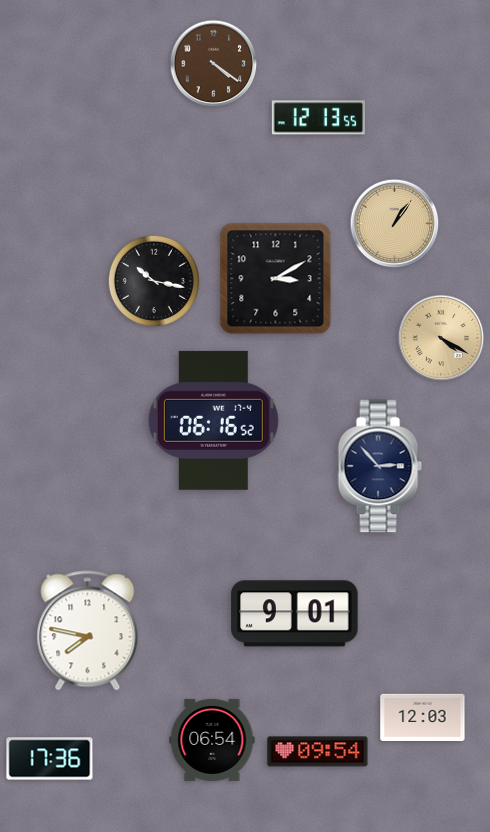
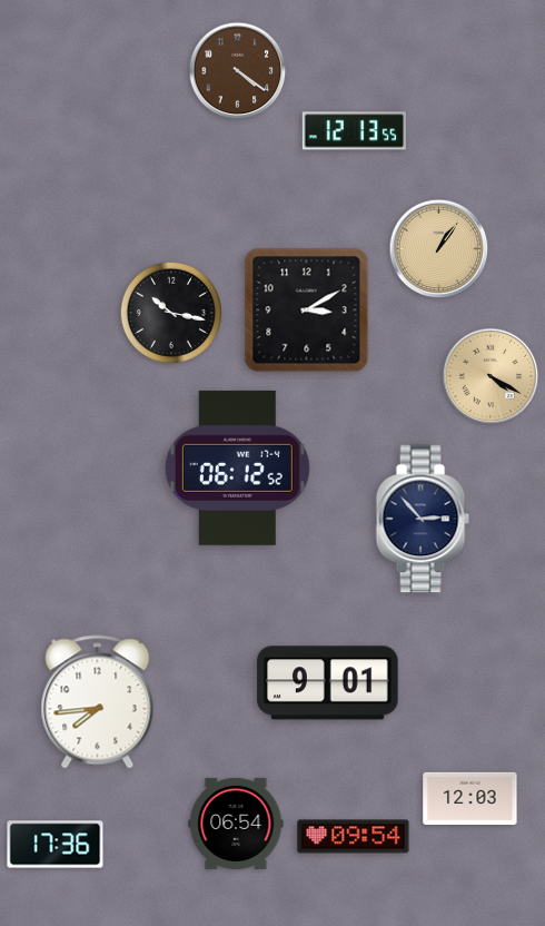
clock at (213, 420): 06:16 -> 06:12
clock at (88, 631): 7:47 -> 7:44
